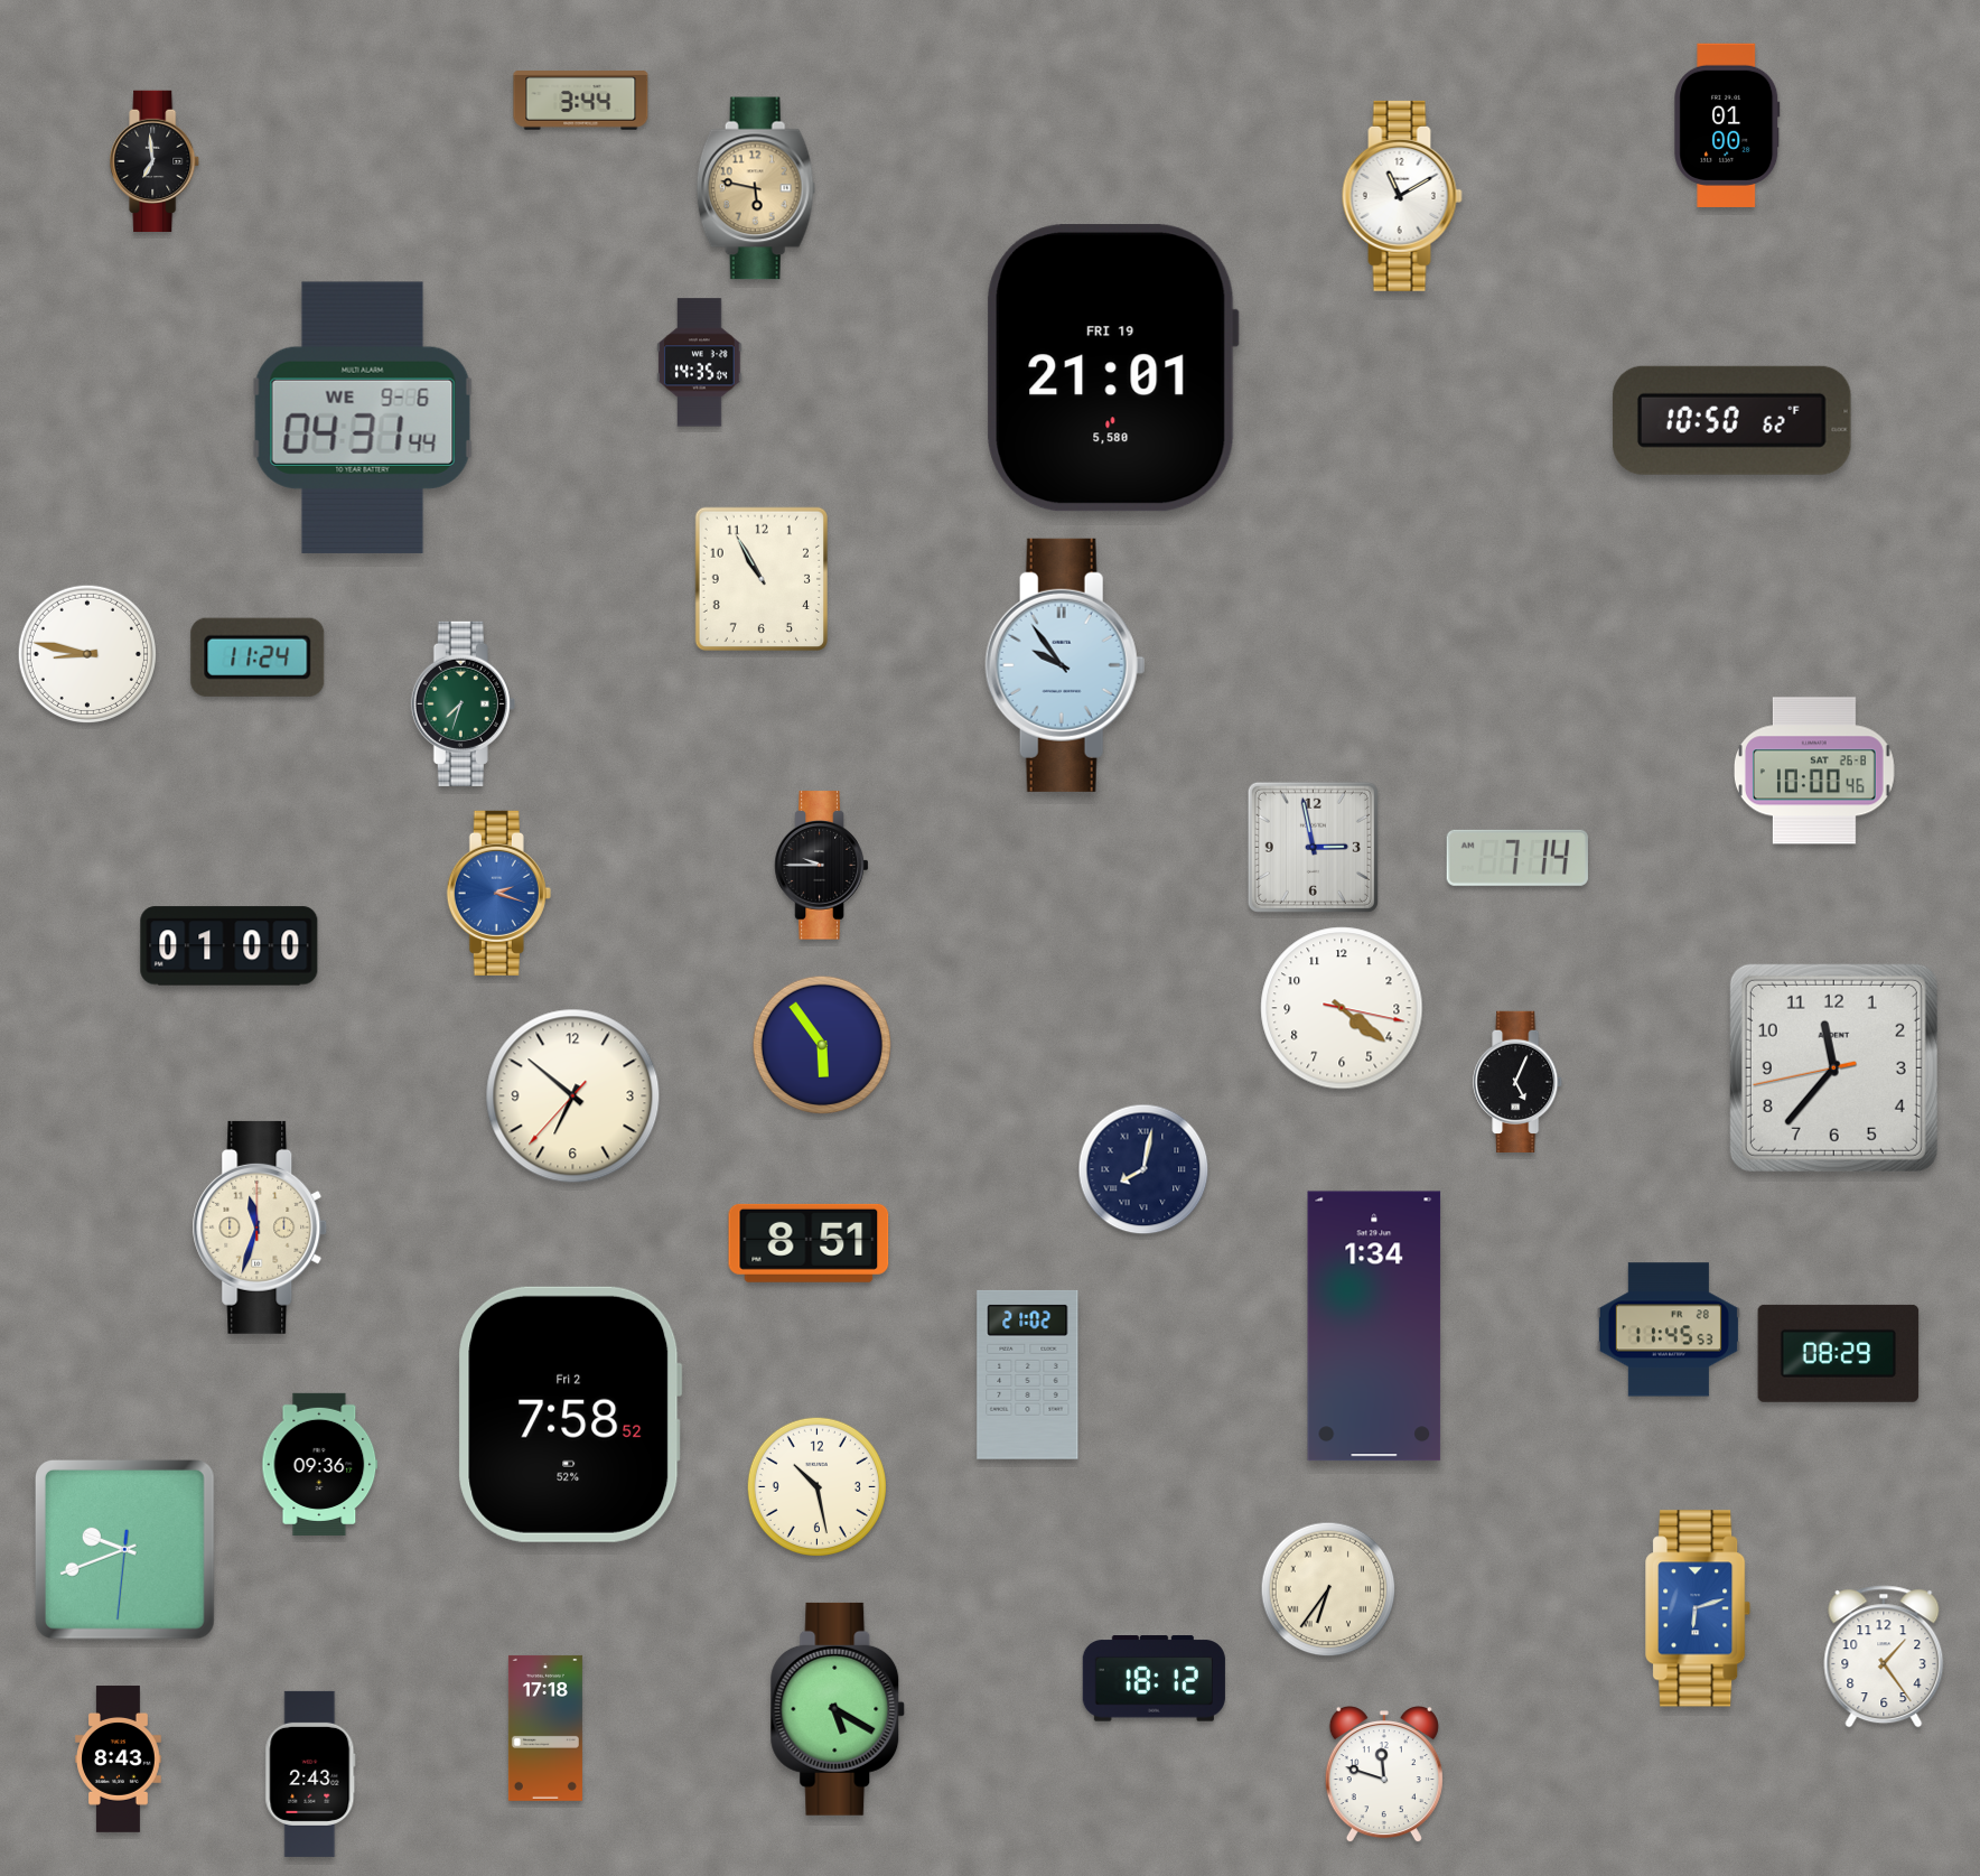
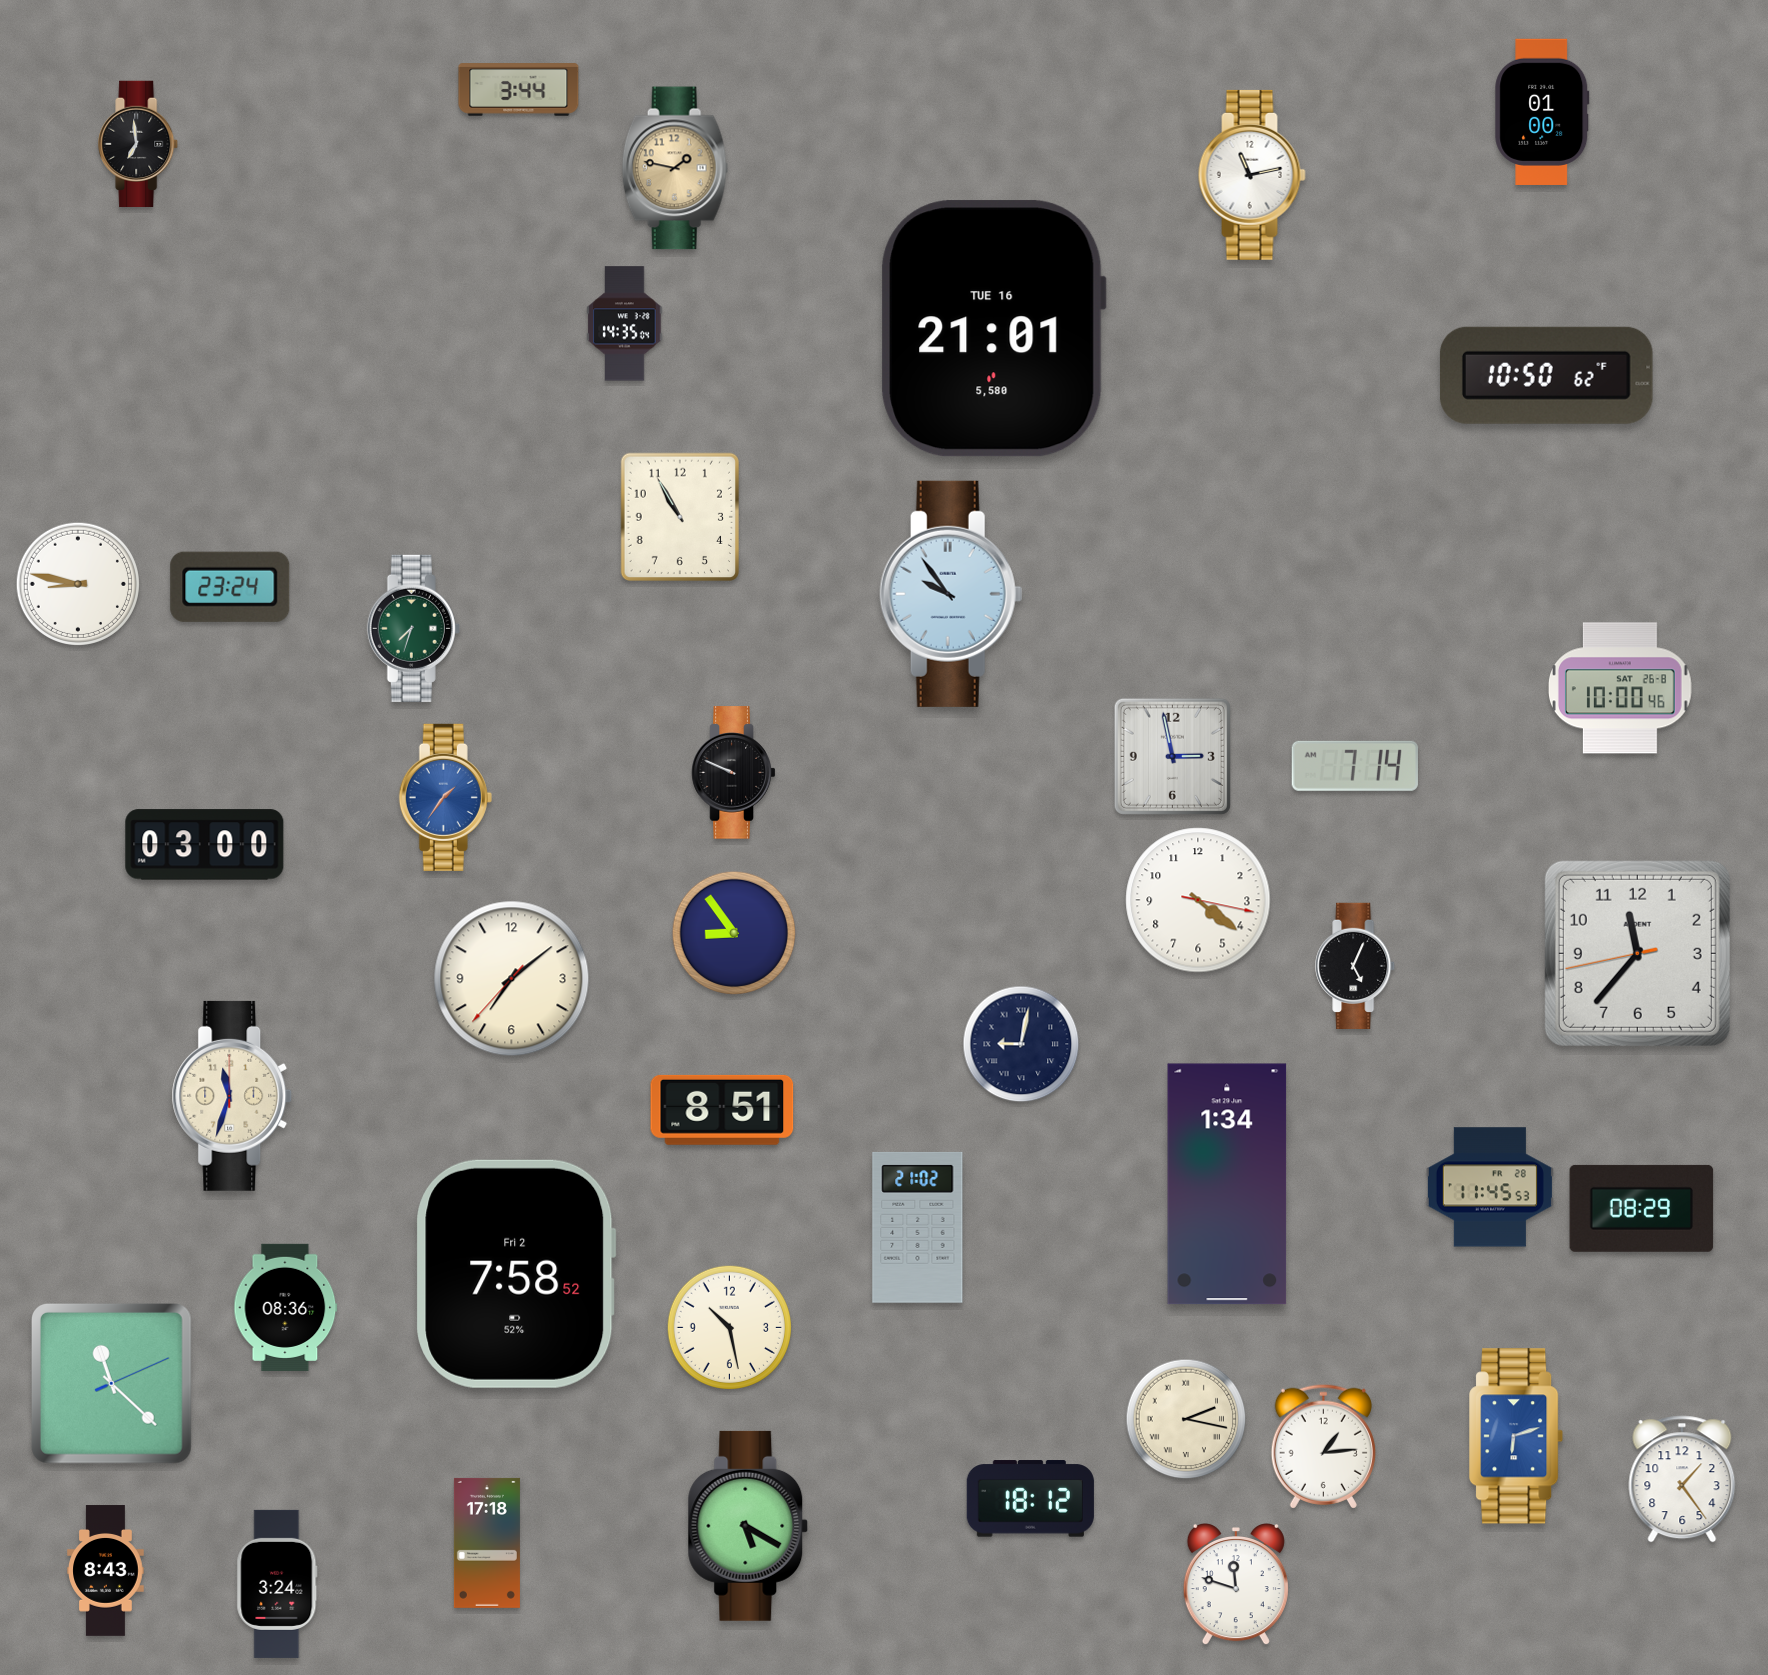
clock at (756, 188): 5:47 -> 1:47
clock at (1402, 196): 11:10 -> 11:13
clock at (1112, 368) date: FRI 19 -> TUE 16
clock at (363, 418): 04:31 -> none
clock at (258, 657): 11:24 -> 23:24
clock at (822, 866): 9:45 -> 9:49
clock at (498, 893): 2:18 -> 1:36
clock at (230, 946): 01:00 -> 03:00
clock at (821, 1044): 5:54 -> 8:54
clock at (573, 1096): 6:51 -> 7:08
clock at (1143, 1169): 8:02 -> 9:02
clock at (570, 1415) position: (570, 1415) -> (516, 1274)
clock at (320, 1464): 09:36 -> 08:36
clock at (124, 1549): 9:41 -> 11:22
clock at (1328, 1589): 6:36 -> 2:17
clock at (1323, 1446): none -> 1:14
clock at (310, 1774): 2:43 -> 3:24
